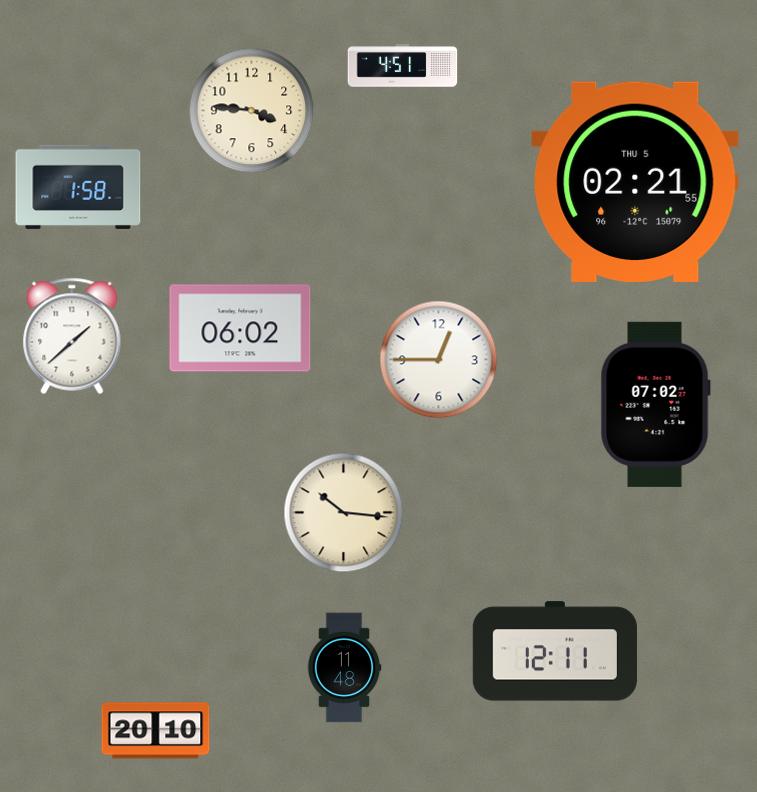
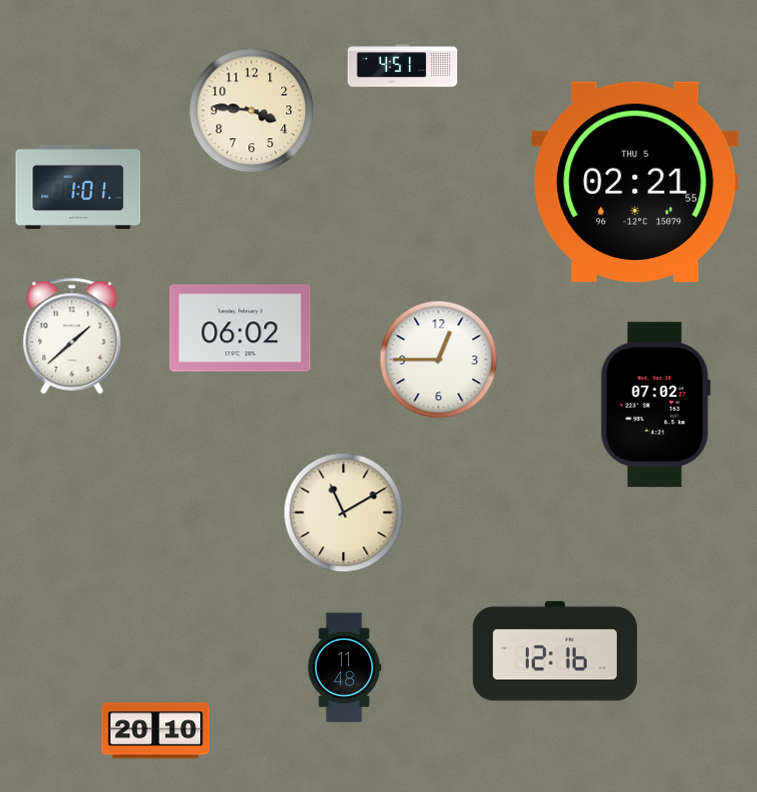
clock at (78, 187): 1:58 -> 1:01
clock at (344, 513): 10:16 -> 11:10
clock at (555, 651): 12:11 -> 12:16
